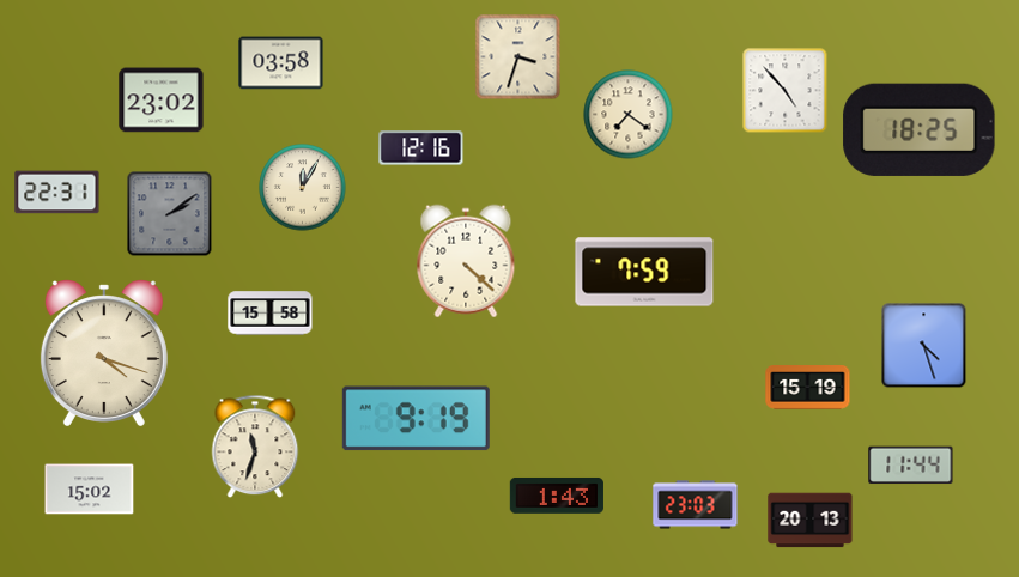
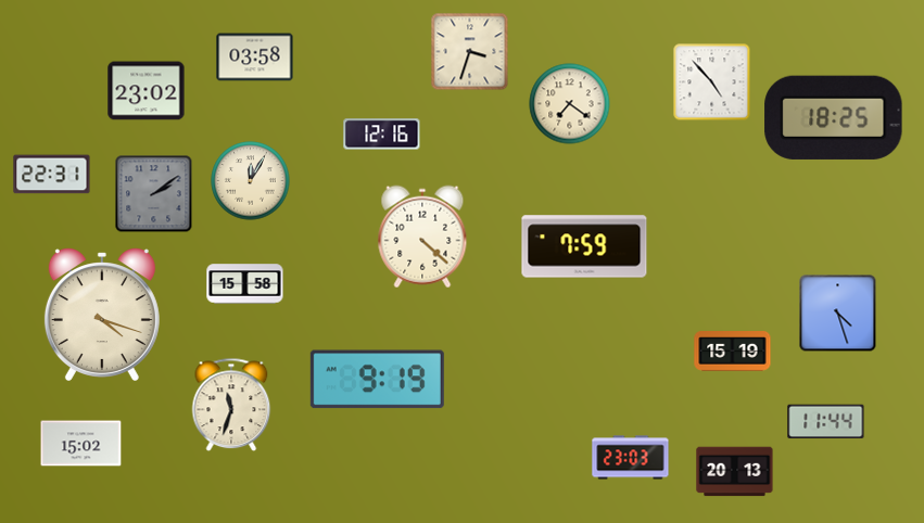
clock at (303, 188) position: (303, 188) -> (251, 181)
clock at (104, 353) position: (104, 353) -> (102, 315)
clock at (557, 496): 1:43 -> none
